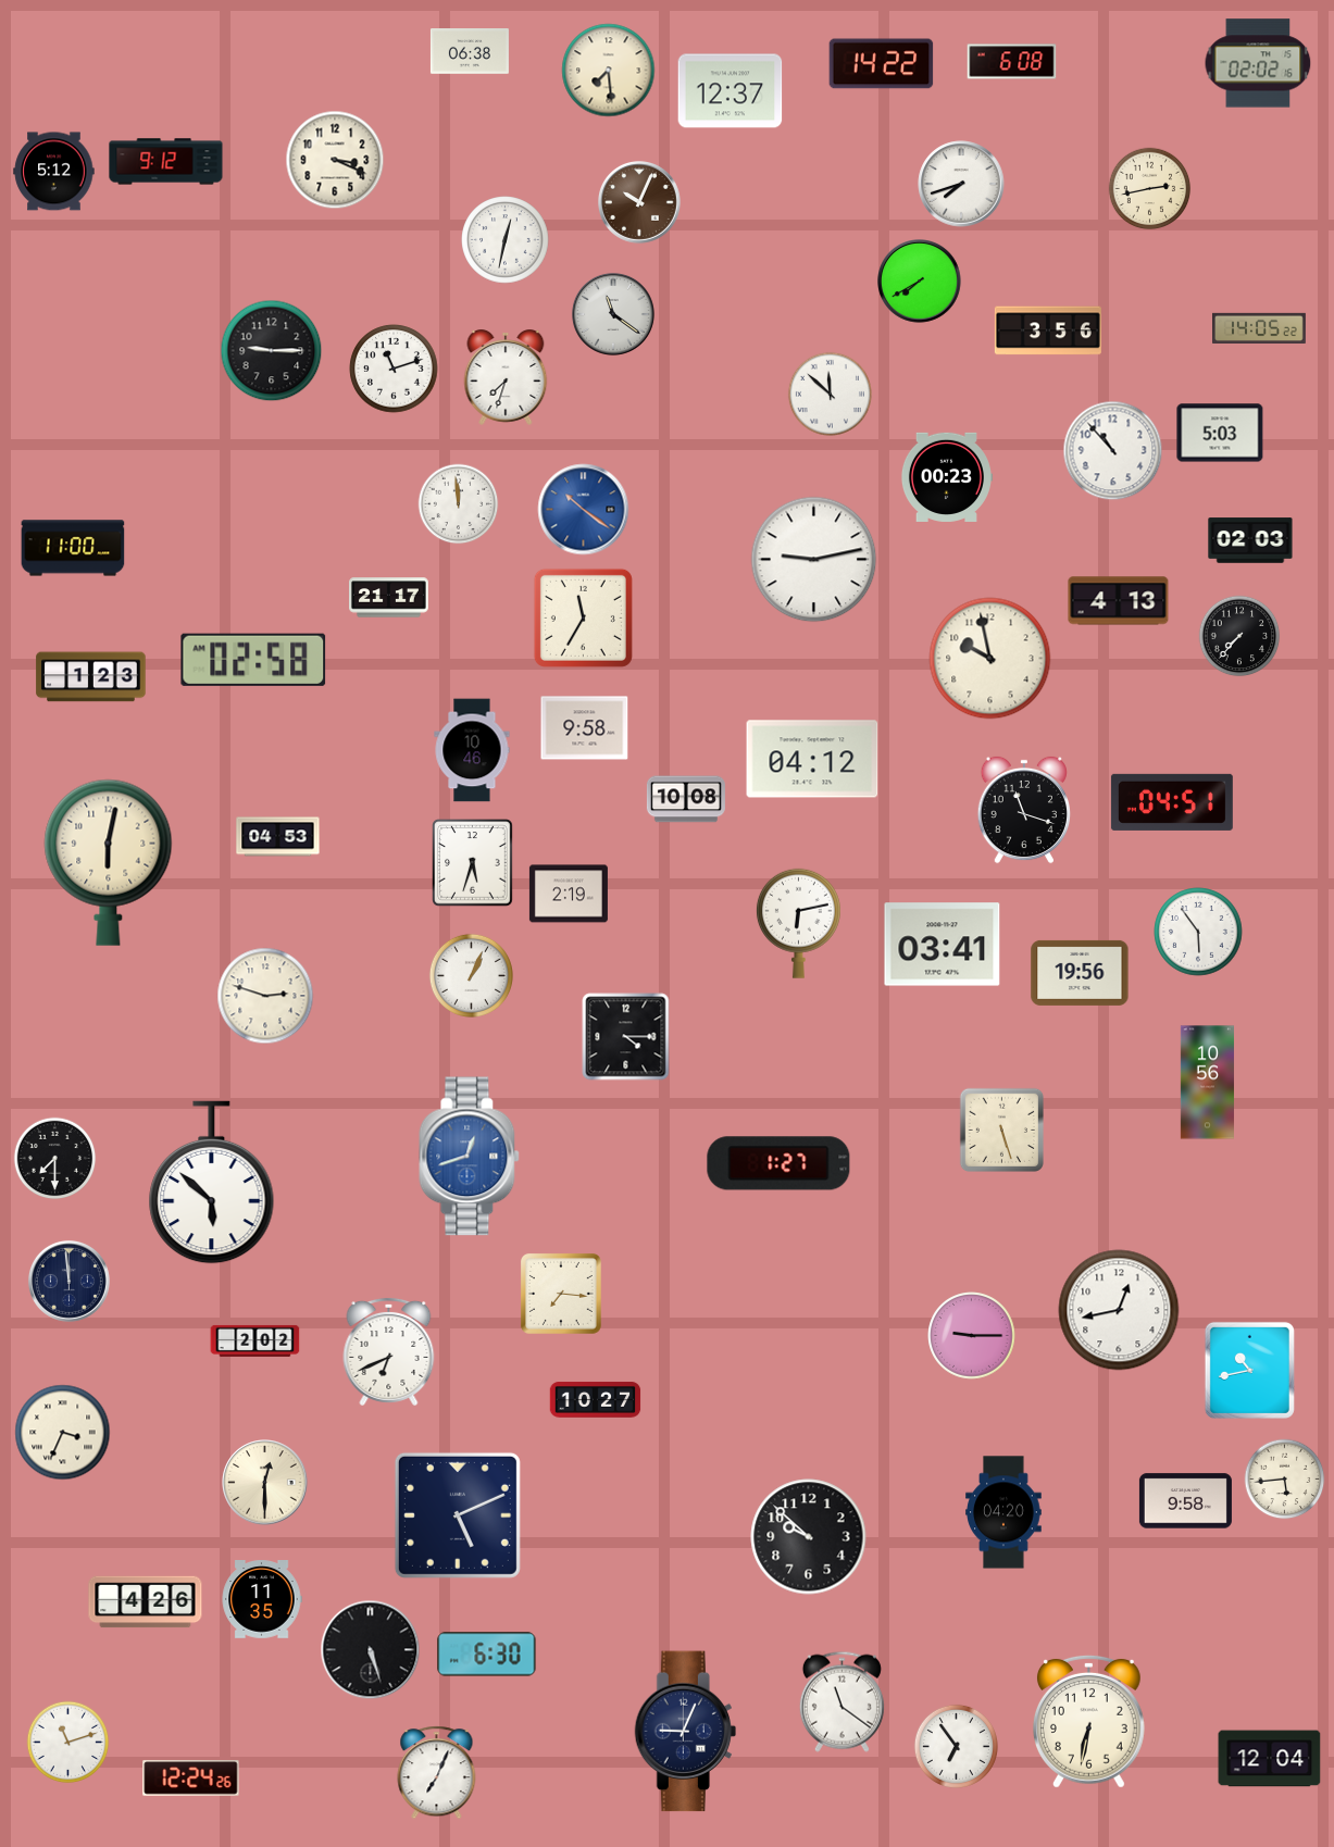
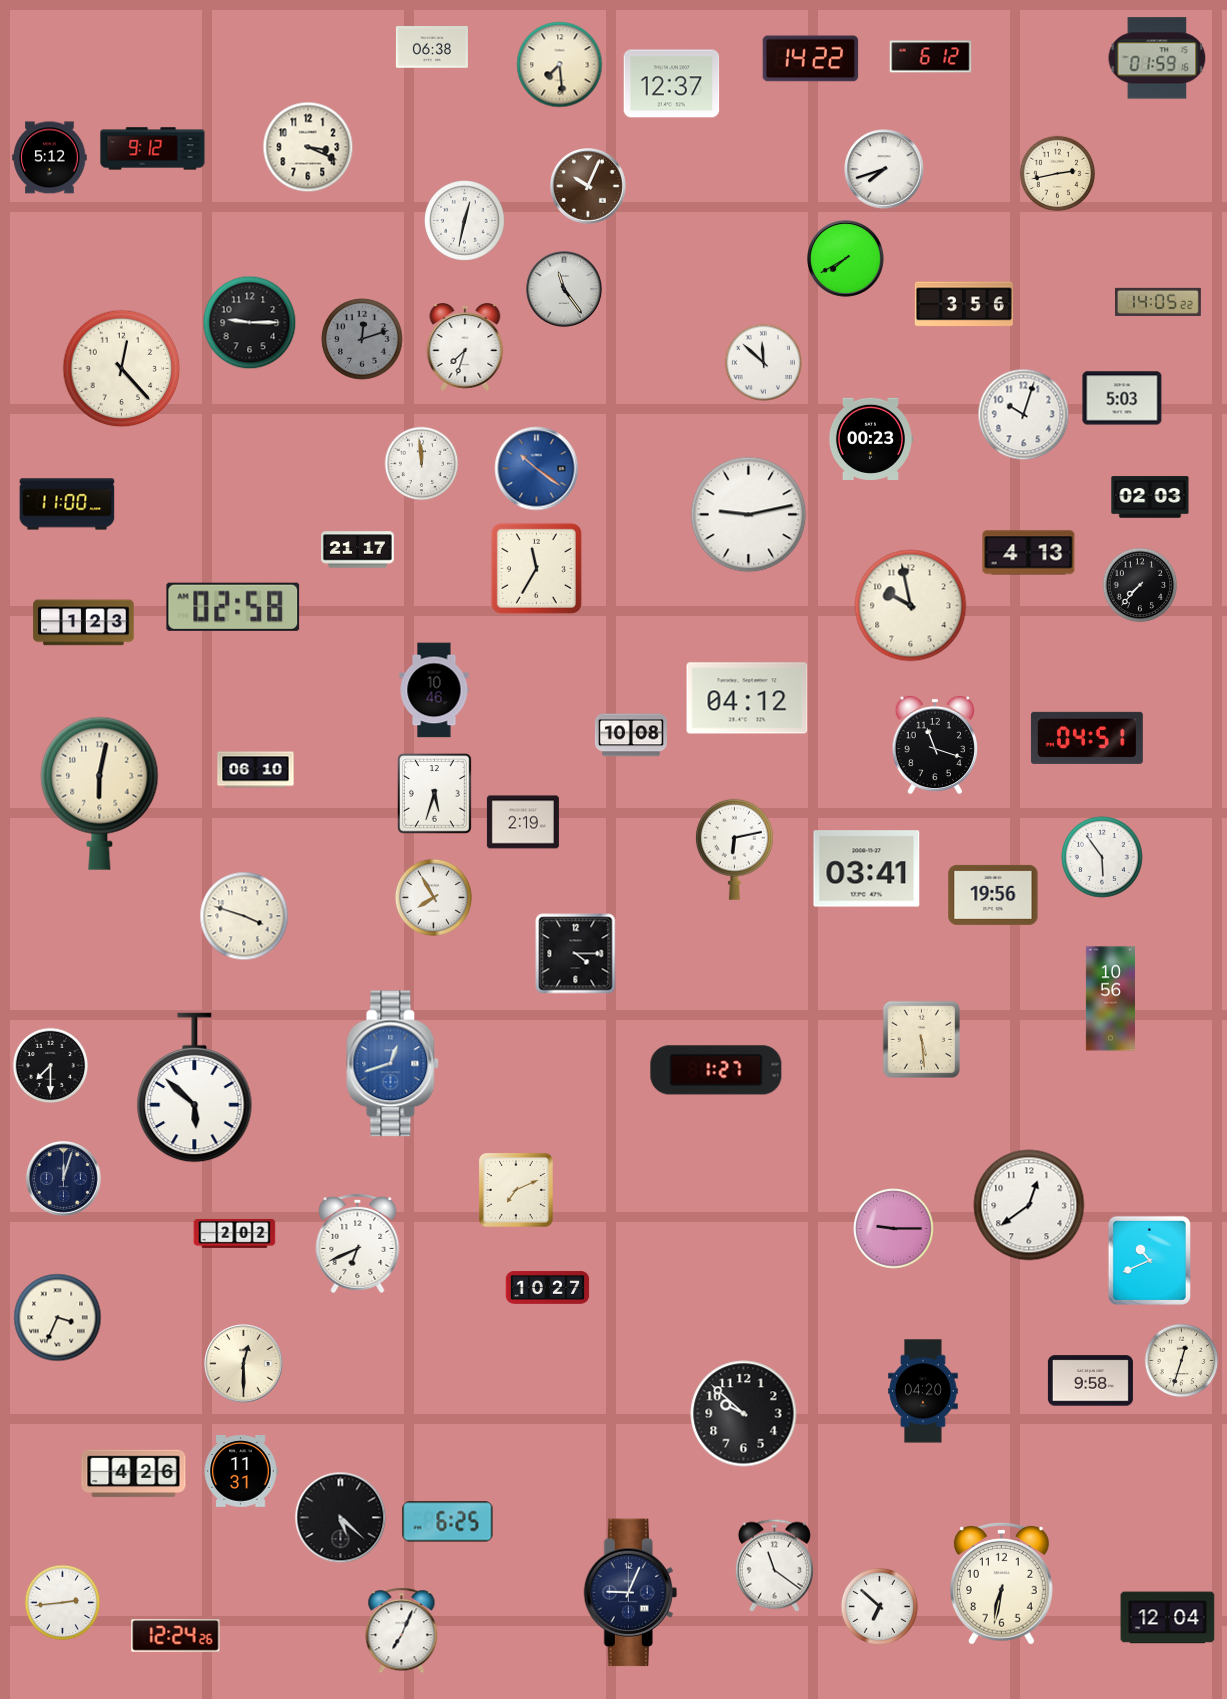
clock at (1012, 62): 6:08 -> 6:12
clock at (1258, 63): 02:02 -> 01:59
clock at (614, 315): 11:21 -> 11:24
clock at (394, 369): 11:12 -> 12:12
clock at (394, 369) dial: white -> grey
clock at (122, 369): none -> 12:23
clock at (1113, 451): 10:53 -> 10:03
clock at (585, 728): 9:58 -> none
clock at (1172, 802) position: (1172, 802) -> (1087, 738)
clock at (1023, 810) position: (1023, 810) -> (934, 745)
clock at (278, 837): 04:53 -> 06:10
clock at (471, 975): 1:04 -> 7:55
clock at (265, 996): 2:48 -> 3:48
clock at (1207, 1083) position: (1207, 1083) -> (1110, 999)
clock at (1001, 1130): 5:27 -> 5:29
clock at (470, 1157) position: (470, 1157) -> (393, 1064)
clock at (68, 1281): 11:59 -> 12:03
clock at (561, 1294): 7:16 -> 7:11
clock at (1119, 1310): 12:43 -> 12:39
clock at (1249, 1370): 10:43 -> 10:41
clock at (1285, 1480): 5:44 -> 12:33
clock at (458, 1515): 5:11 -> none
clock at (262, 1599): 11:35 -> 11:31
clock at (371, 1650): 5:27 -> 5:22
clock at (487, 1655): 6:30 -> 6:25
clock at (68, 1743): 11:12 -> 2:44
clock at (956, 1746): 6:54 -> 6:52
